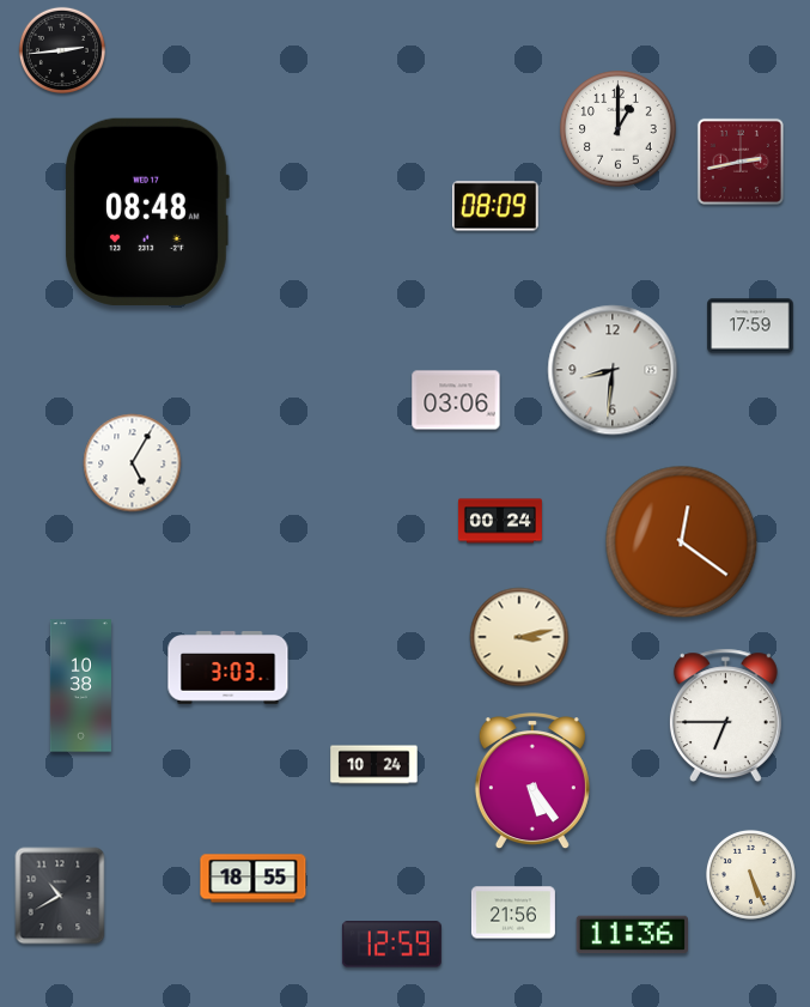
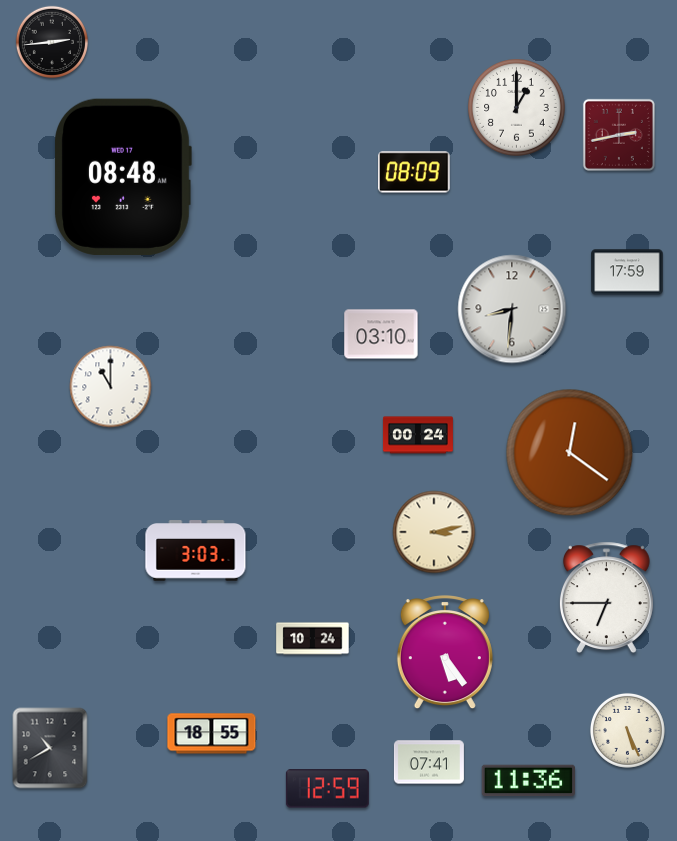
clock at (456, 400): 03:06 -> 03:10
clock at (133, 463): 5:05 -> 11:00
clock at (229, 668) position: (229, 668) -> (196, 551)
clock at (80, 686): 10:38 -> none
clock at (513, 912): 21:56 -> 07:41
